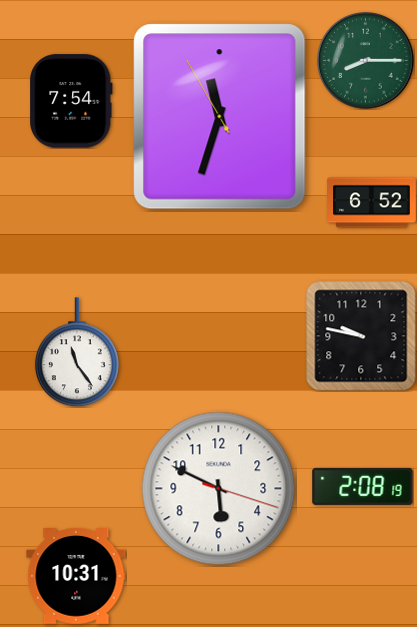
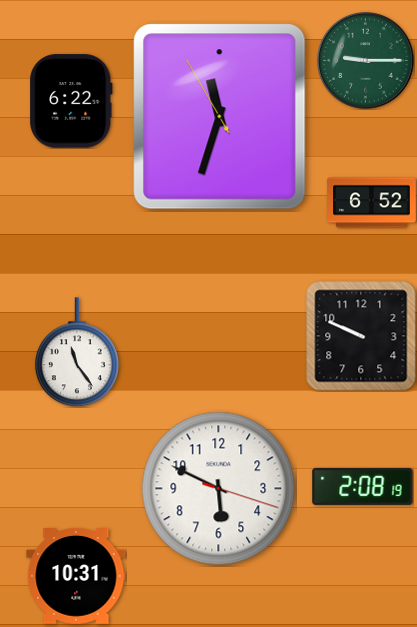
clock at (366, 61): 8:15 -> 9:15
clock at (71, 101): 7:54 -> 6:22
clock at (361, 336): 9:47 -> 9:49
